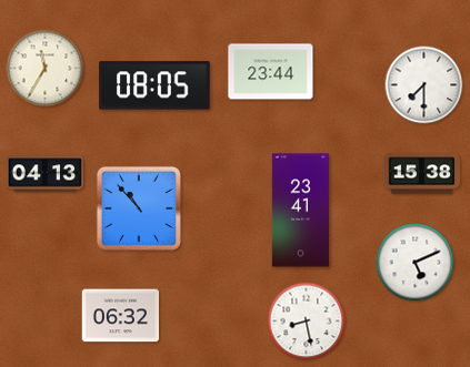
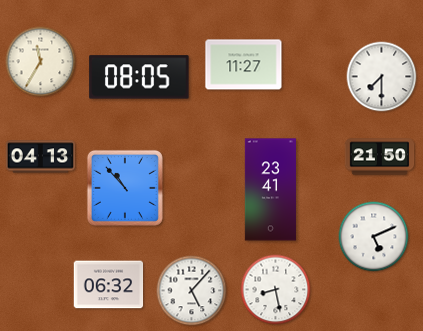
clock at (271, 72): 23:44 -> 11:27
clock at (422, 174): 15:38 -> 21:50
clock at (192, 291): none -> 5:07
